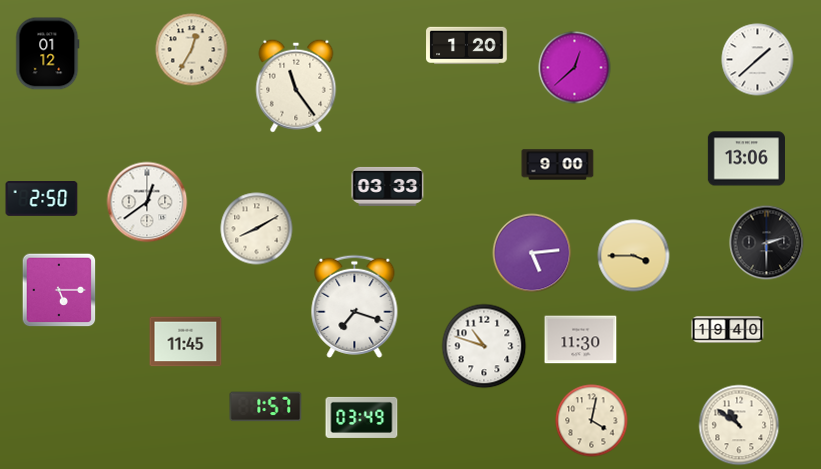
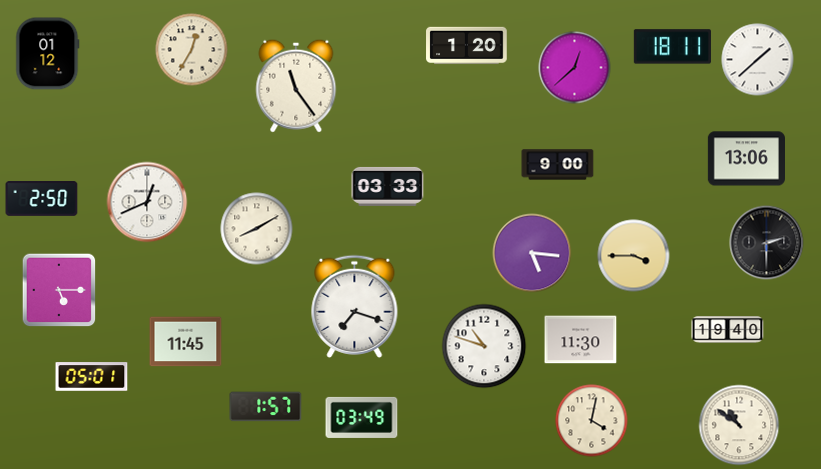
clock at (672, 47): none -> 18:11
clock at (147, 202): 12:39 -> 12:41
clock at (532, 253): 5:14 -> 5:16
clock at (92, 377): none -> 05:01
